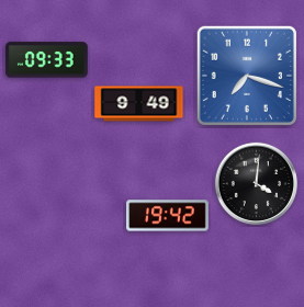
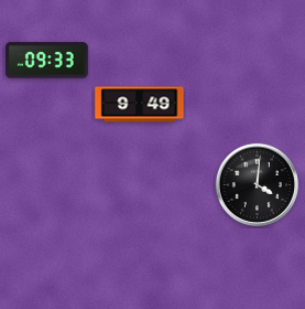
clock at (247, 76): 7:18 -> none
clock at (168, 216): 19:42 -> none
